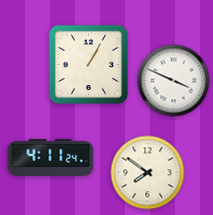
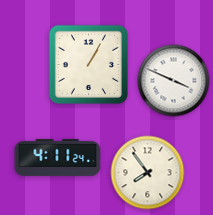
clock at (51, 157) position: (51, 157) -> (58, 157)
clock at (148, 173): 7:51 -> 7:54
